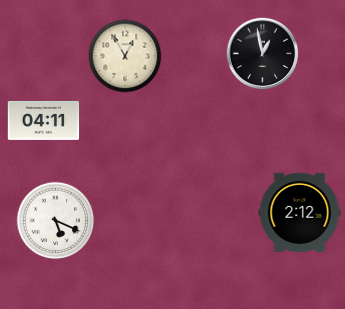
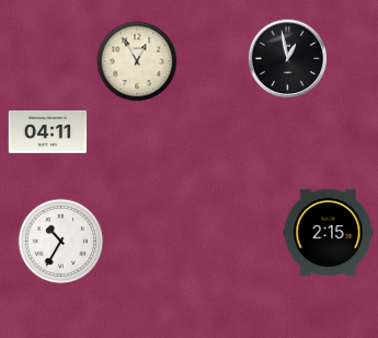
clock at (300, 213): 2:12 -> 2:15
clock at (56, 221): 5:19 -> 10:35
